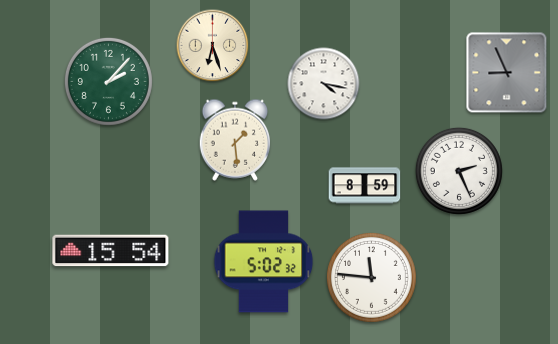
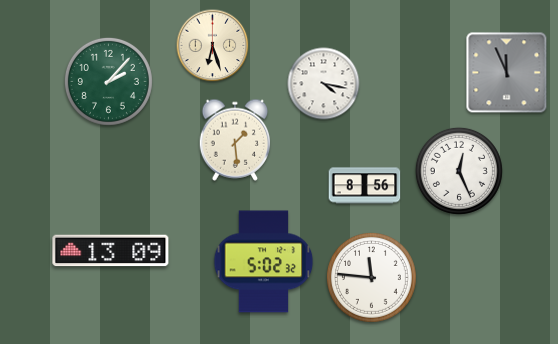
clock at (507, 73): 8:56 -> 11:56
clock at (459, 171): 2:26 -> 12:26
clock at (365, 186): 8:59 -> 8:56
clock at (111, 251): 15:54 -> 13:09
